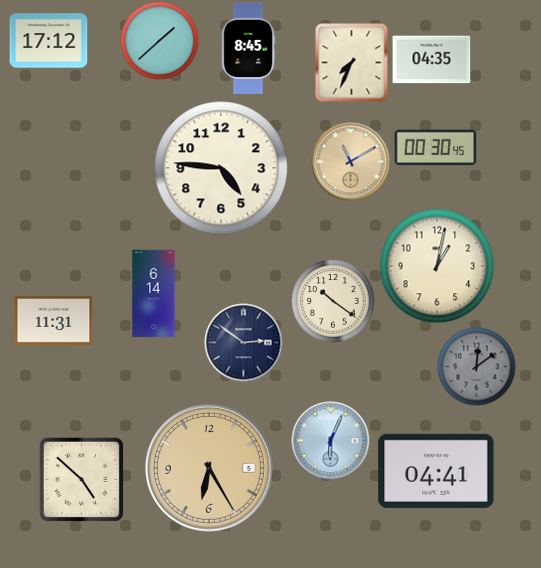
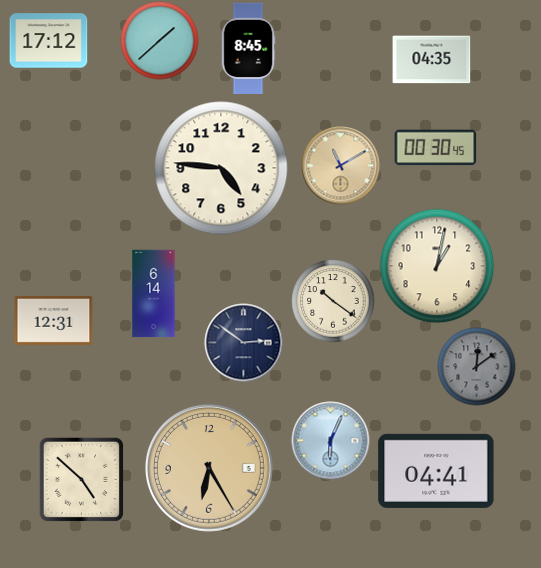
clock at (352, 62): 7:34 -> none
clock at (350, 161) position: (350, 161) -> (340, 165)
clock at (53, 320): 11:31 -> 12:31
